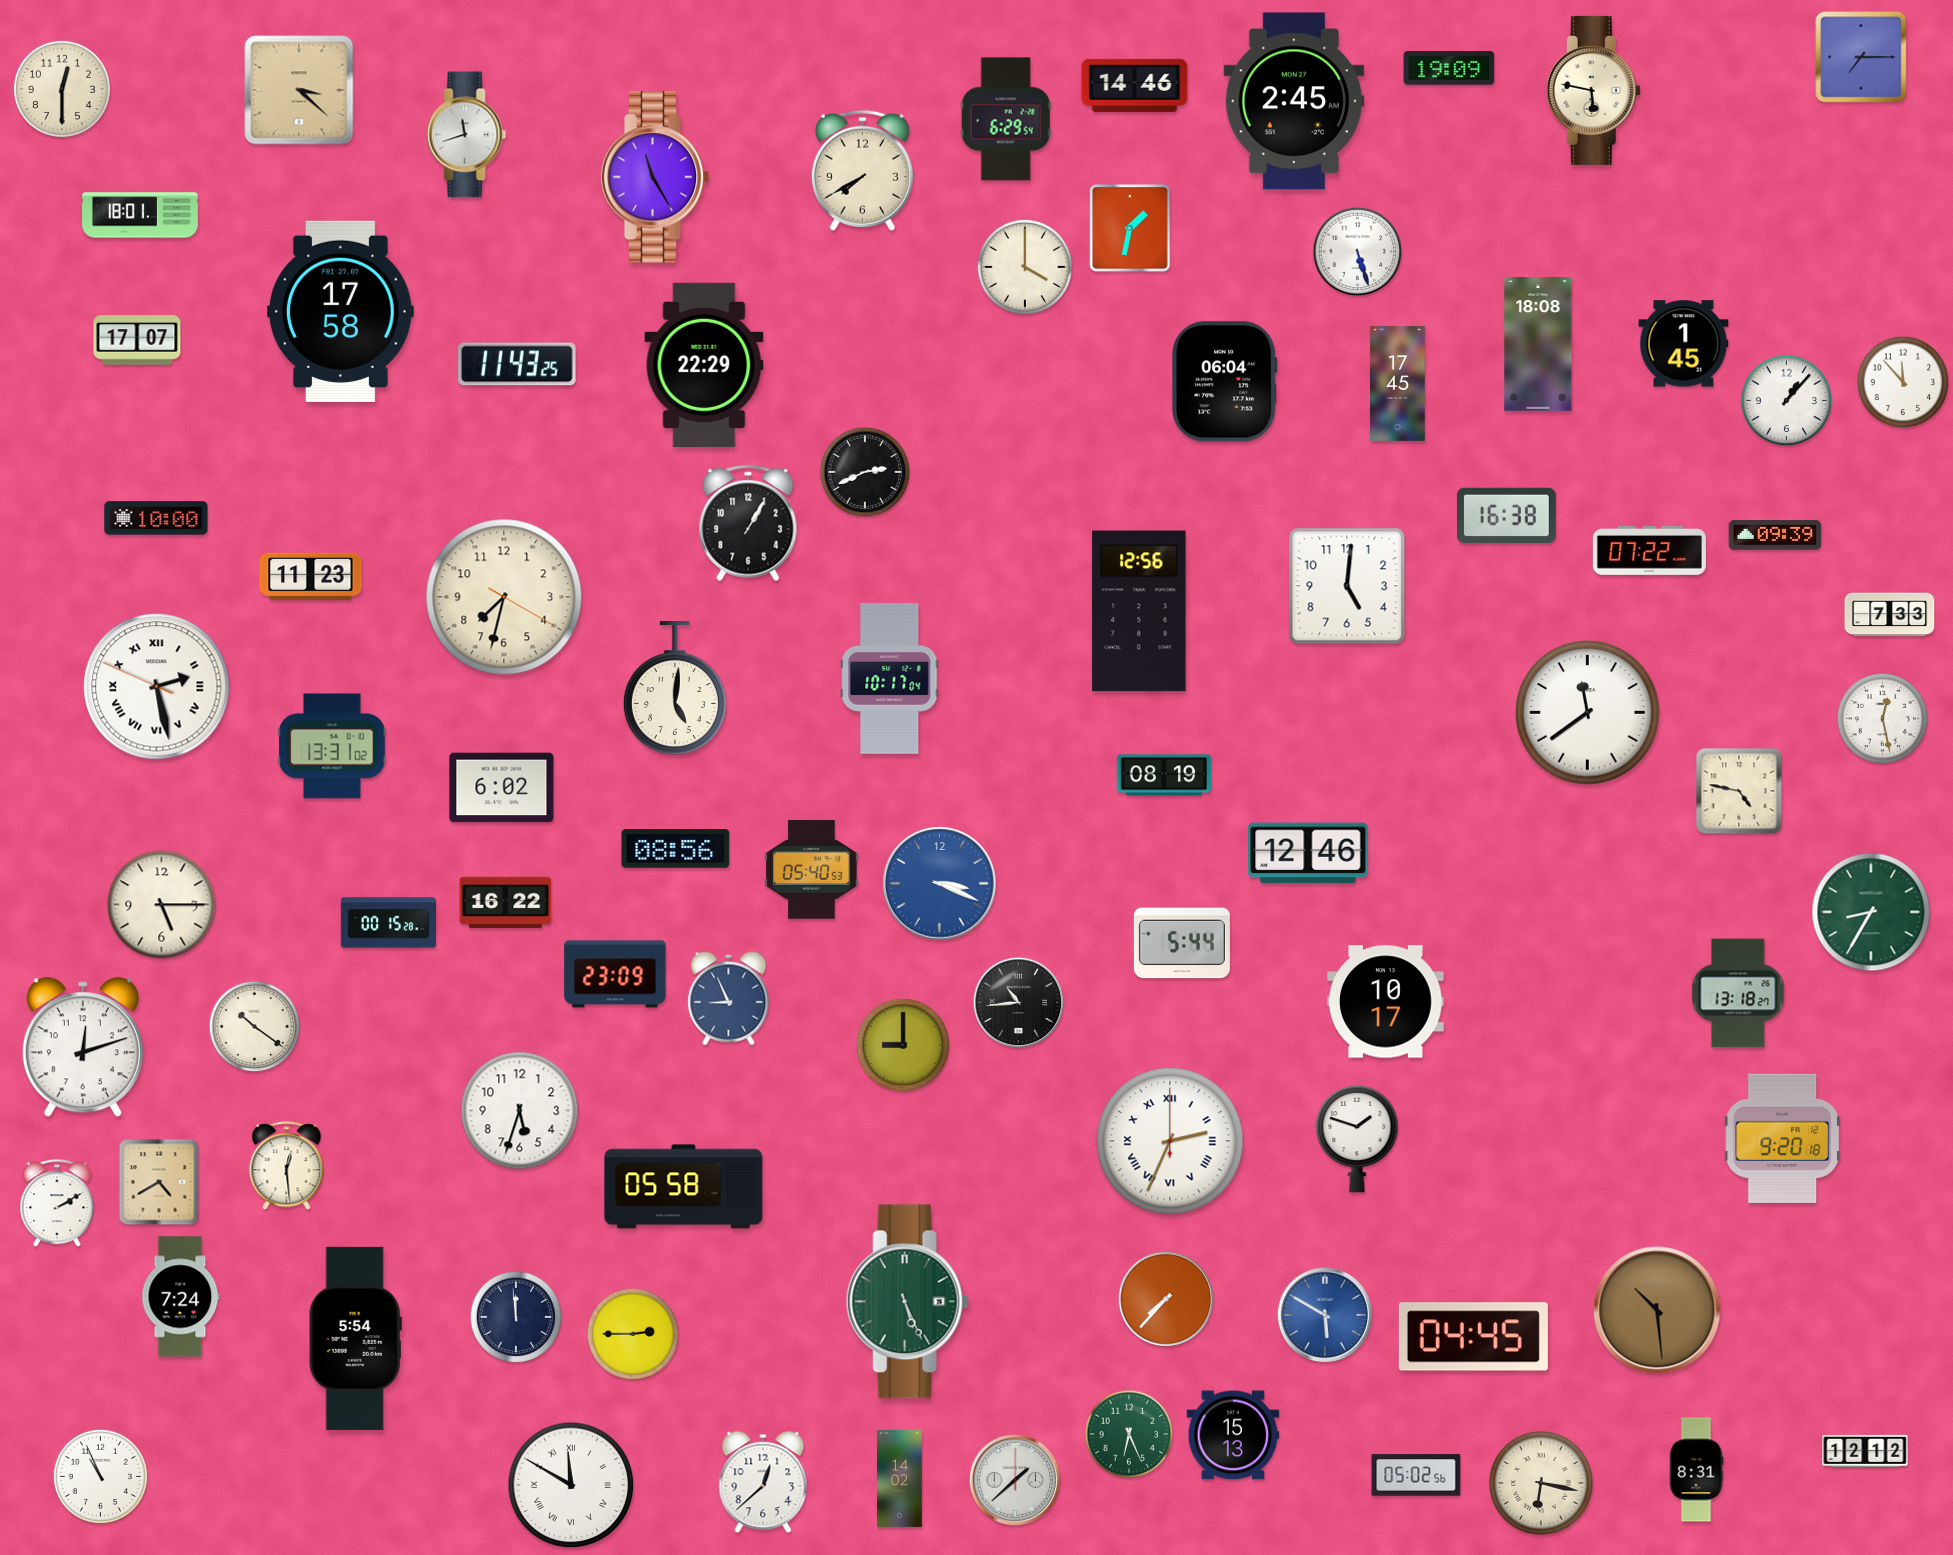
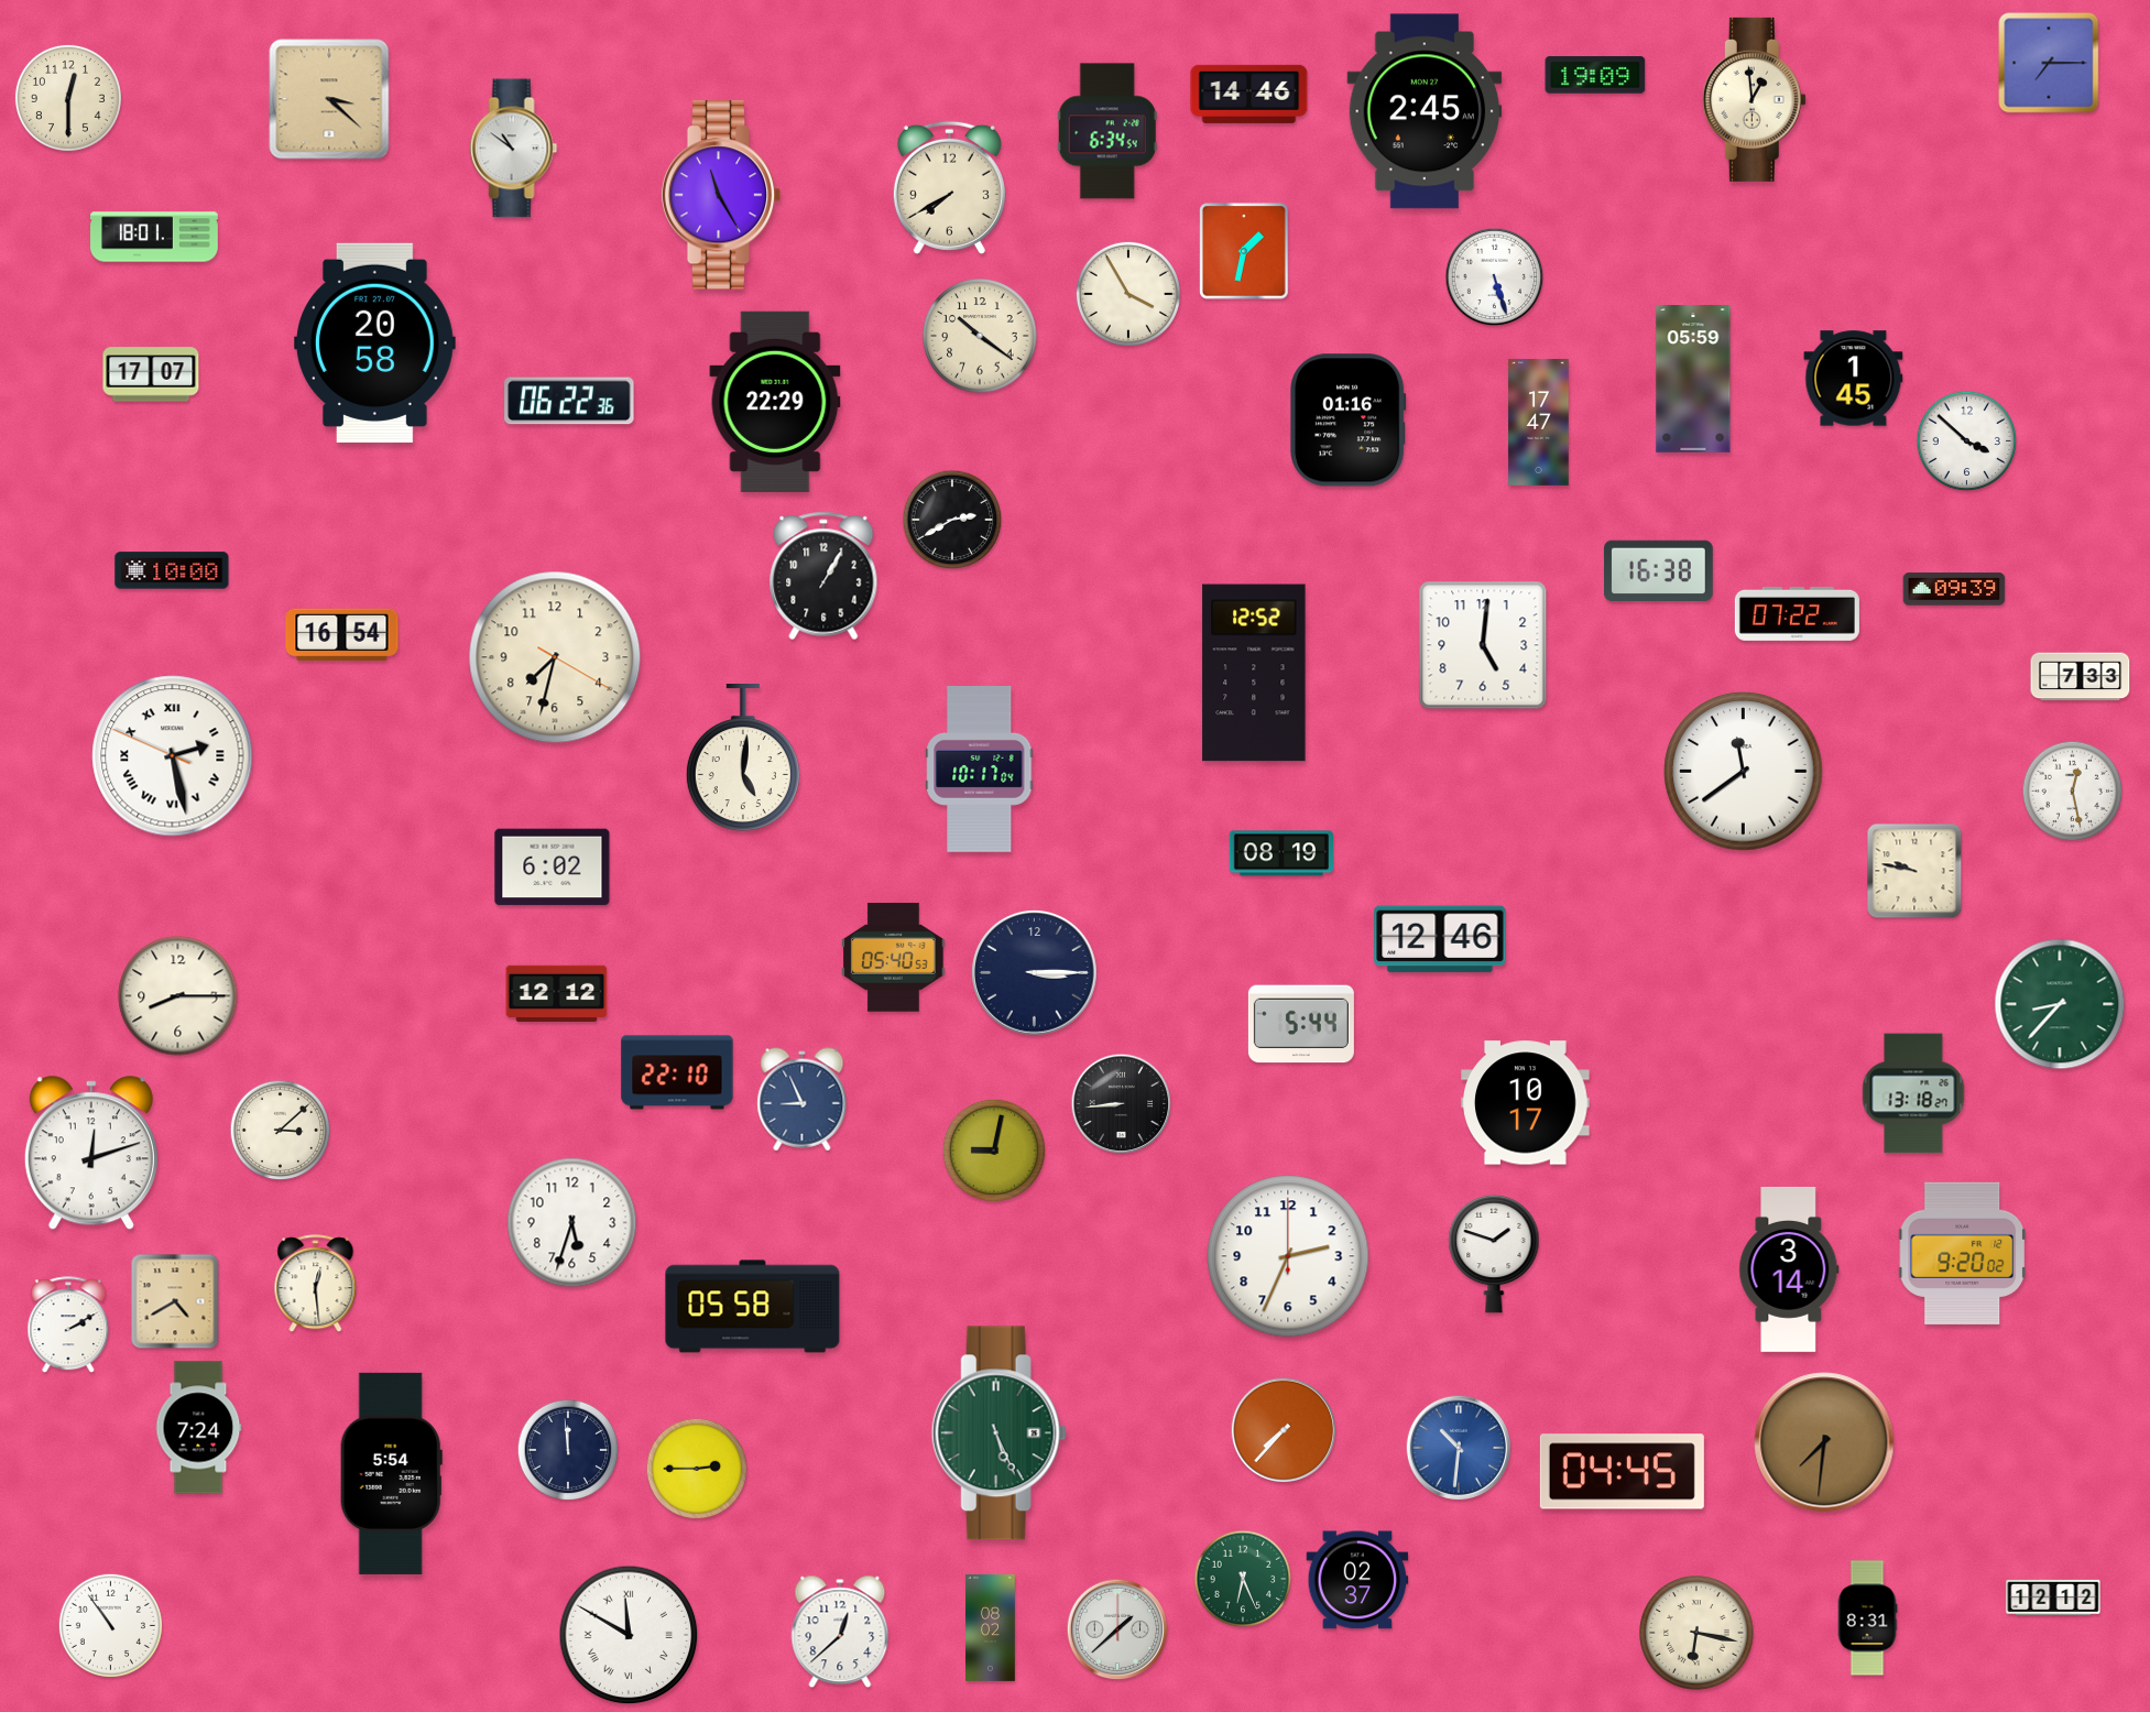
clock at (1593, 90): 5:47 -> 12:59
clock at (1006, 119): 6:29 -> 6:34
clock at (467, 135): 11:42 -> 10:51
clock at (1025, 267): 4:00 -> 3:55
clock at (980, 336): none -> 10:21
clock at (340, 311): 17:58 -> 20:58
clock at (1538, 344): 18:08 -> 05:59
clock at (517, 364): 11:43 -> 06:22
clock at (1225, 382): 06:04 -> 01:16
clock at (1903, 382): 11:53 -> none
clock at (1398, 383): 17:45 -> 17:47
clock at (1787, 401): 1:07 -> 3:52
clock at (865, 472): 2:41 -> 2:40
clock at (1507, 515) position: (1507, 515) -> (1659, 570)
clock at (1649, 550) position: (1649, 550) -> (1797, 613)
clock at (311, 577): 11:23 -> 16:54
clock at (1139, 611): 12:56 -> 12:52
clock at (890, 679) position: (890, 679) -> (980, 770)
clock at (1588, 713) position: (1588, 713) -> (1744, 772)
clock at (332, 746): 13:31 -> none
clock at (1739, 791): 4:47 -> 9:47
clock at (676, 849): 08:56 -> none
clock at (940, 884): 3:19 -> 3:15
clock at (940, 884) dial: blue -> navy
clock at (506, 903): 16:22 -> 12:12
clock at (162, 905): 5:15 -> 8:15
clock at (1871, 912): 8:35 -> 8:37
clock at (388, 923): 00:15 -> none
clock at (1182, 943) position: (1182, 943) -> (1301, 1024)
clock at (615, 974): 23:09 -> 22:10
clock at (1019, 1003): 10:44 -> 8:44
clock at (255, 1027): 10:21 -> 3:08
clock at (902, 1044): 9:00 -> 9:02
clock at (1783, 1138): 9:20:18 -> 9:20:02
clock at (1170, 1141) numerals: Roman -> Arabic
clock at (1789, 1269): none -> 3:14
clock at (57, 1204) position: (57, 1204) -> (68, 1326)
clock at (1657, 1310): 10:29 -> 7:31
clock at (1324, 1314): 5:50 -> 10:31
clock at (1233, 1435): 15:13 -> 02:37
clock at (1416, 1475): 05:02 -> none
clock at (100, 1476): 10:56 -> 10:54
clock at (900, 1478): 14:02 -> 08:02
